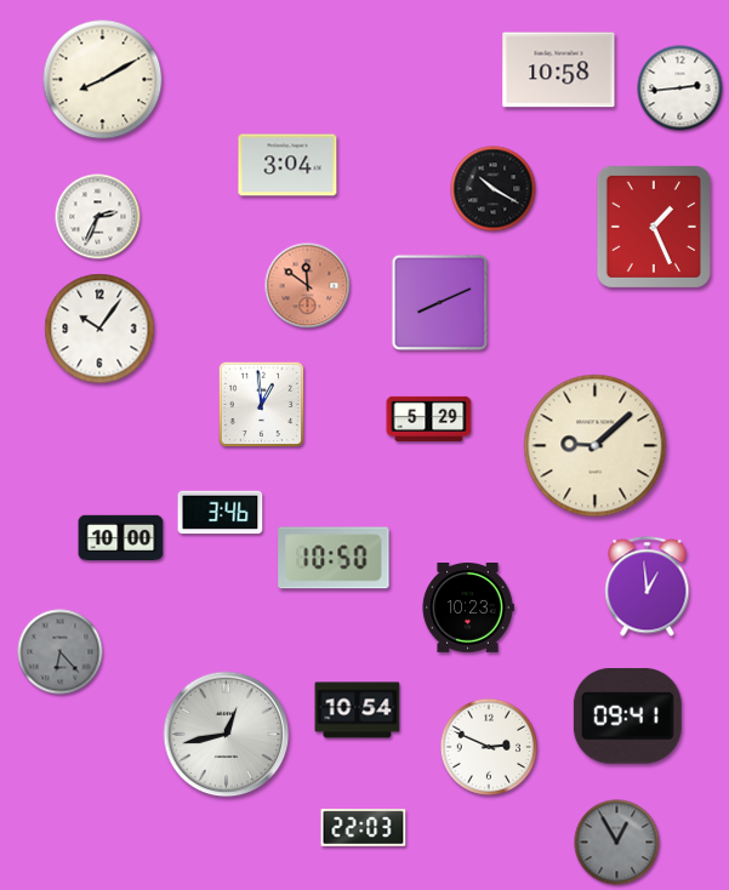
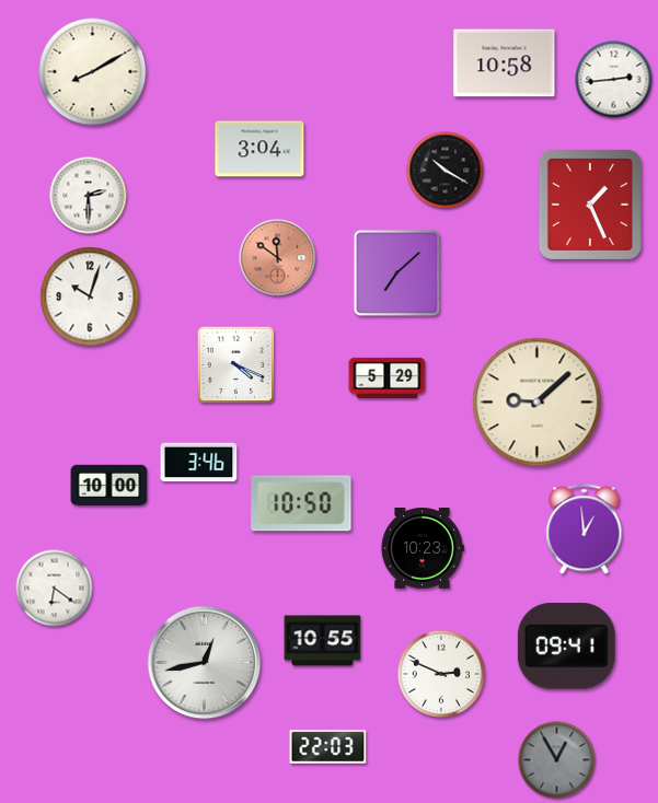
clock at (98, 217): 2:34 -> 2:30
clock at (440, 303): 8:11 -> 7:08
clock at (99, 329): 10:06 -> 10:03
clock at (262, 405): 12:59 -> 4:19
clock at (61, 652): 6:23 -> 6:21
clock at (61, 652) dial: grey -> white
clock at (358, 711): 10:54 -> 10:55
